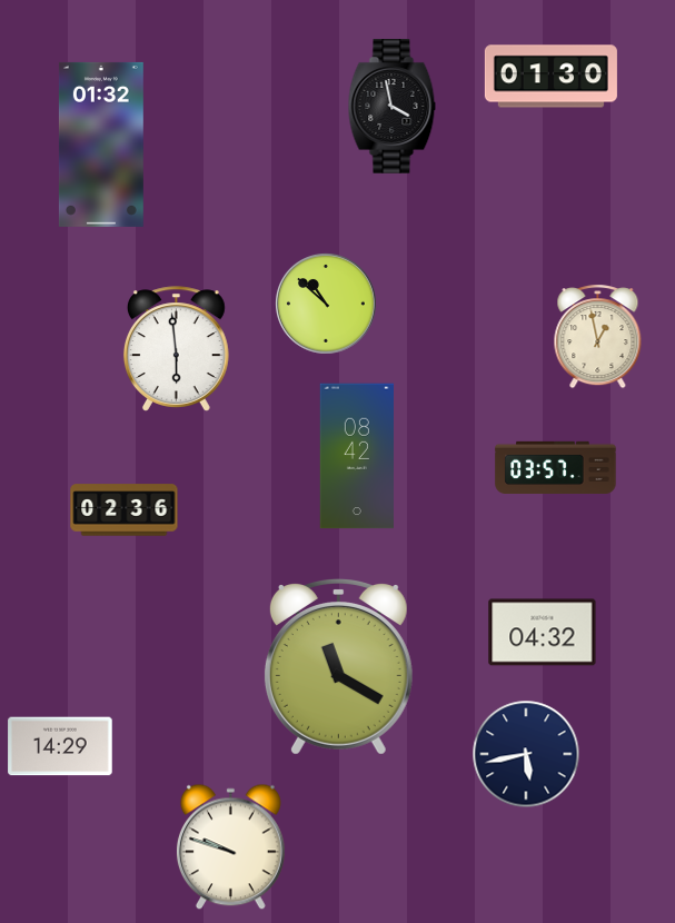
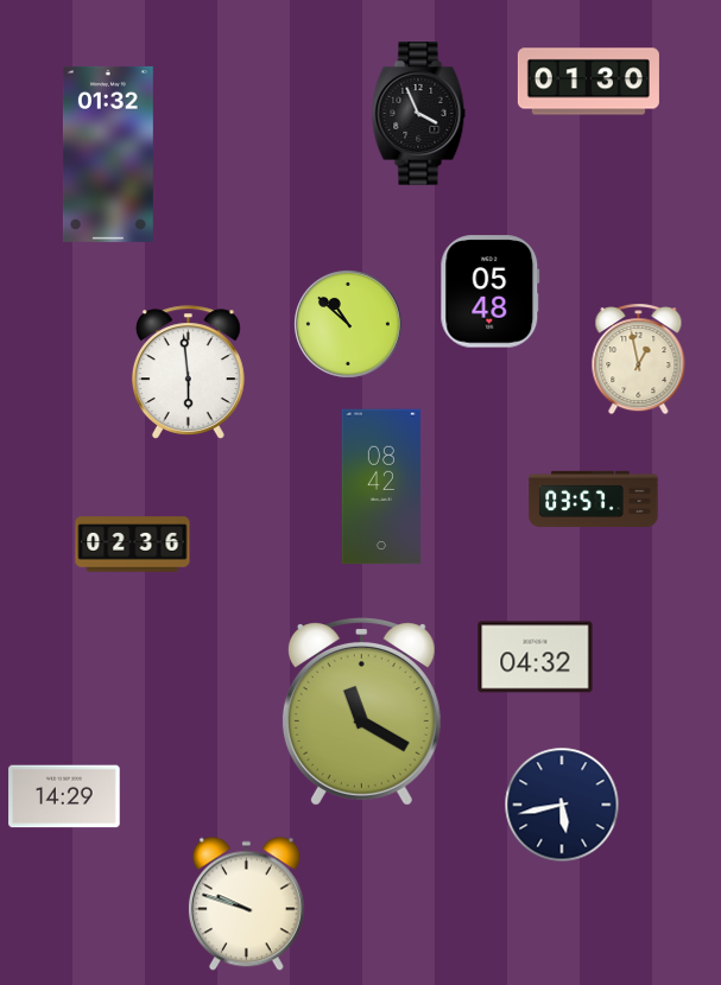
clock at (393, 107): 3:58 -> 3:56
clock at (491, 292): none -> 05:48
clock at (543, 633) position: (543, 633) -> (536, 657)
